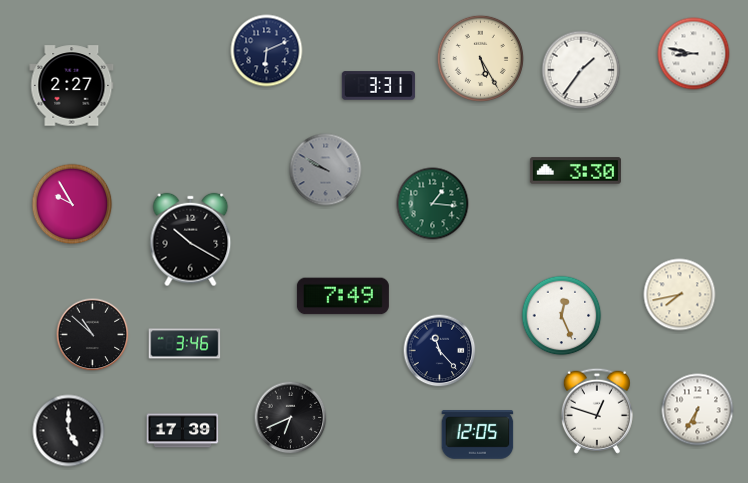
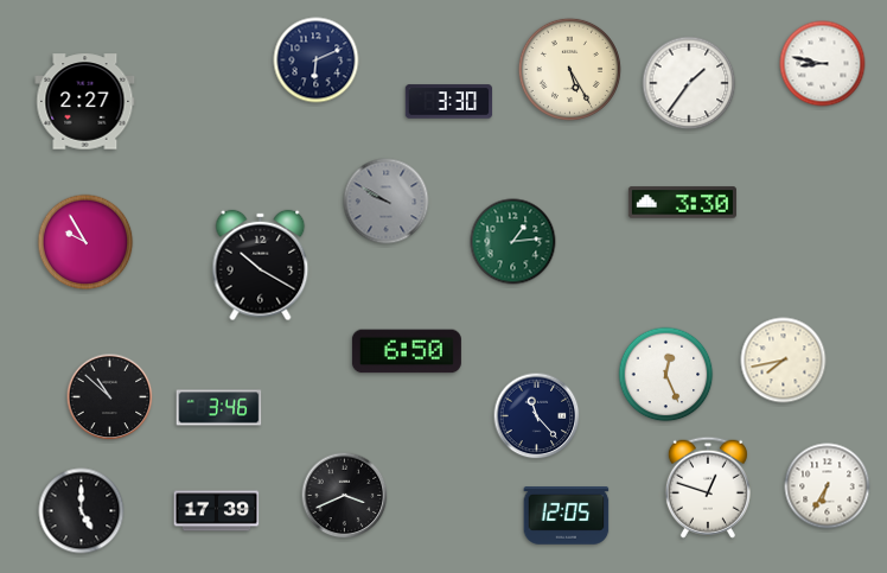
clock at (379, 86): 3:31 -> 3:30
clock at (433, 204): 1:16 -> 1:14
clock at (191, 240) position: (191, 240) -> (261, 266)
clock at (680, 295) position: (680, 295) -> (784, 361)
clock at (343, 296): 7:49 -> 6:50
clock at (440, 351) position: (440, 351) -> (537, 416)
clock at (291, 418): 6:41 -> 3:41
